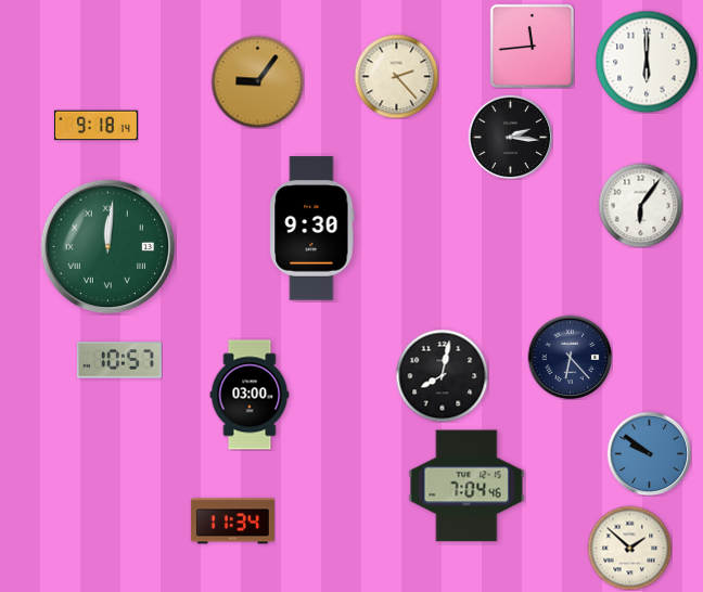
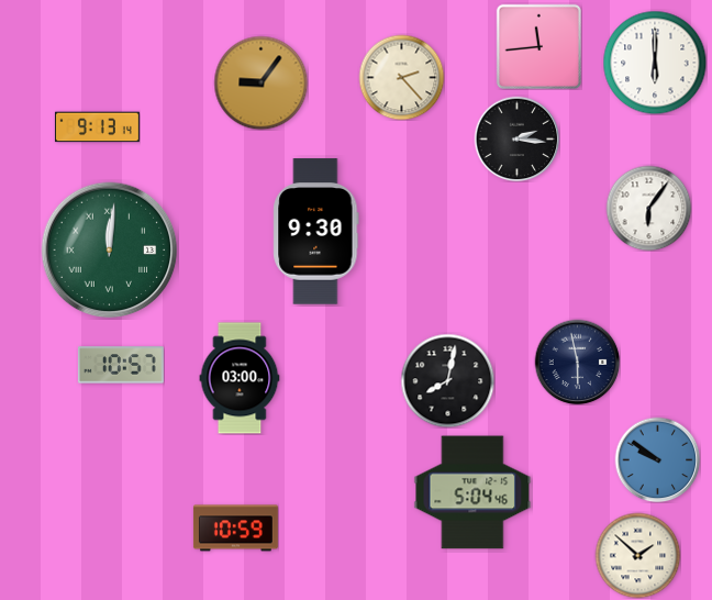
clock at (95, 126): 9:18 -> 9:13
clock at (570, 357): 6:23 -> 5:58
clock at (250, 395) position: (250, 395) -> (240, 378)
clock at (466, 486): 7:04 -> 5:04
clock at (232, 522): 11:34 -> 10:59
